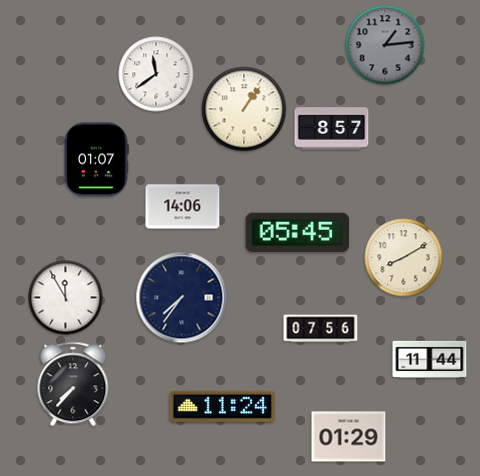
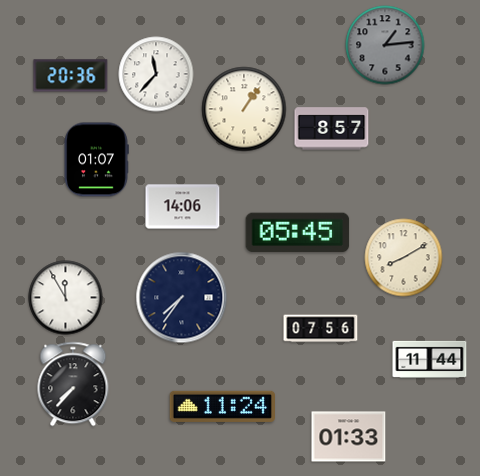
clock at (156, 74): 11:39 -> 11:37
clock at (71, 76): none -> 20:36
clock at (349, 437): 01:29 -> 01:33
